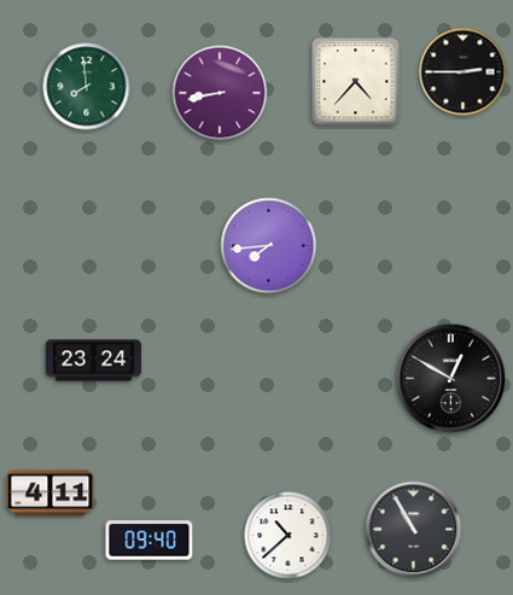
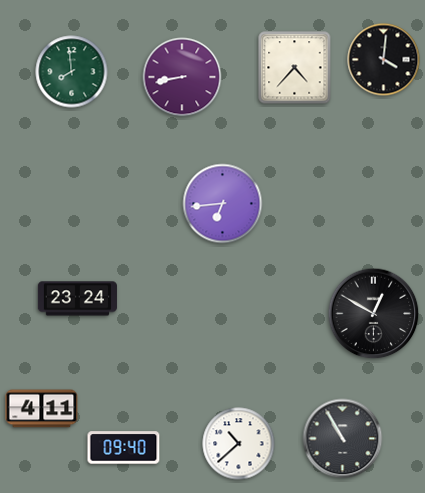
clock at (464, 72): 2:45 -> 4:01
clock at (269, 246): 7:44 -> 6:44
